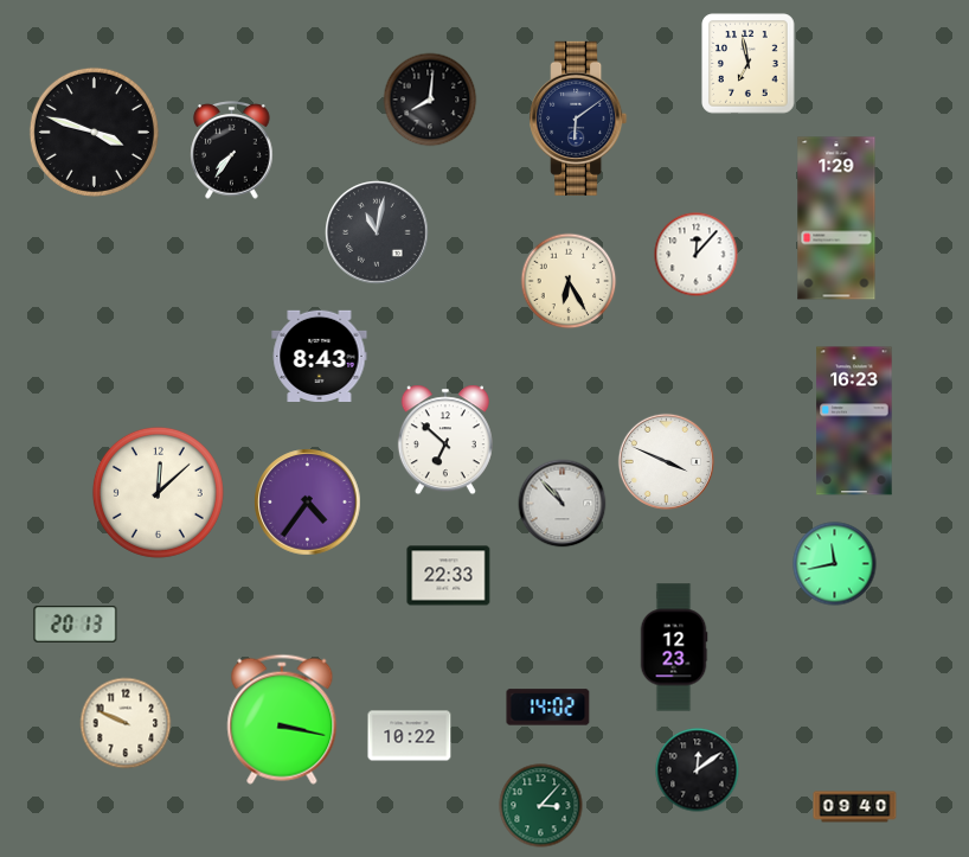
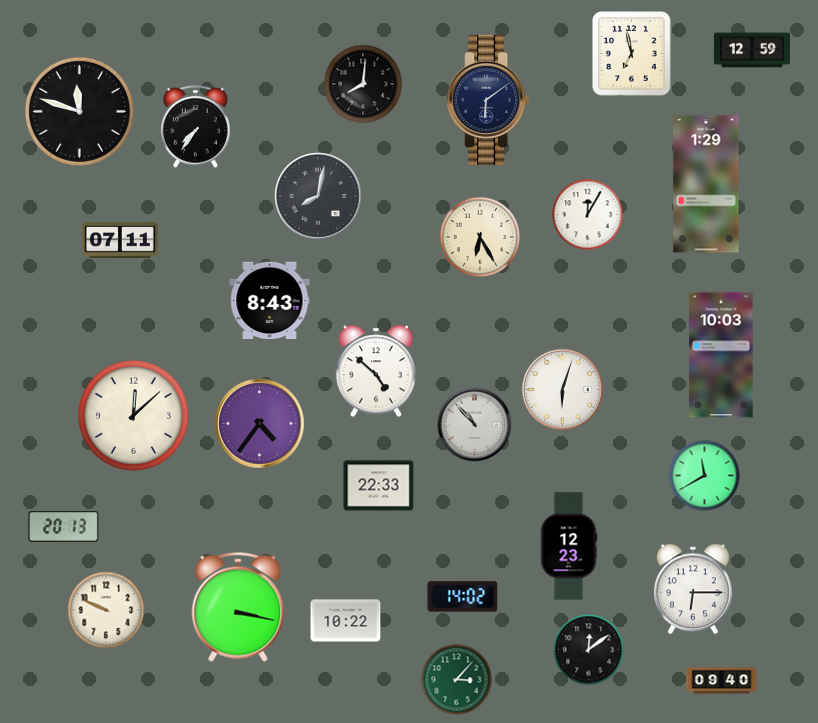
clock at (752, 50): none -> 12:59
clock at (94, 132): 3:48 -> 11:48
clock at (378, 234): 11:02 -> 8:02
clock at (697, 255): 12:07 -> 12:05
clock at (120, 240): none -> 07:11
clock at (854, 421): 16:23 -> 10:03
clock at (445, 440): 6:52 -> 4:52
clock at (666, 461): 3:49 -> 6:03
clock at (835, 564): 11:43 -> 11:40
clock at (693, 589): none -> 6:15
